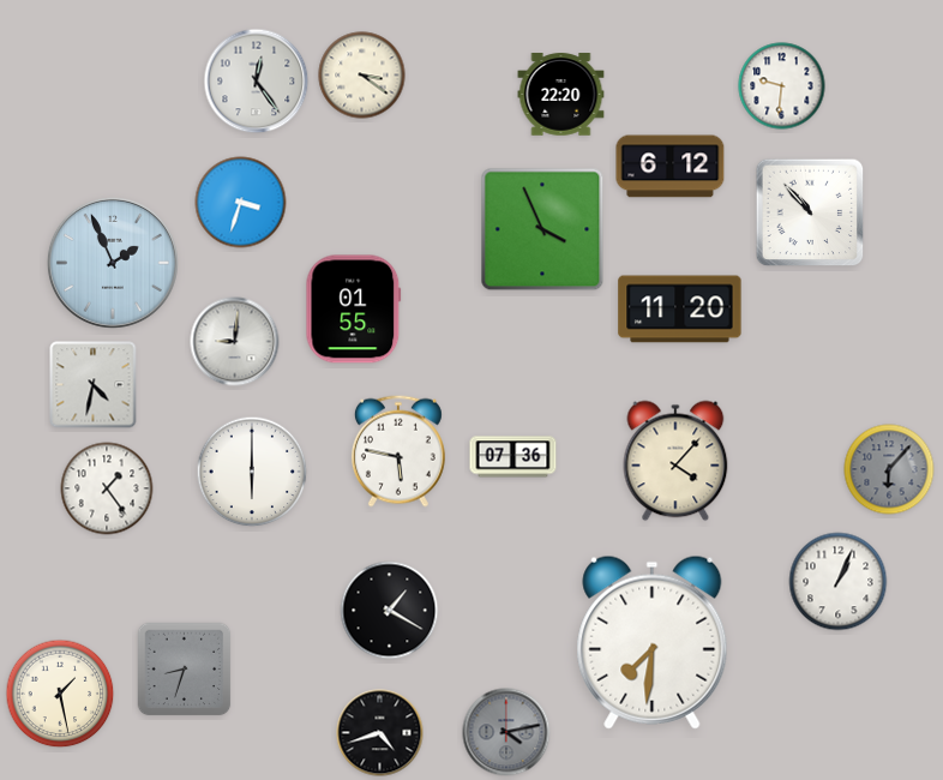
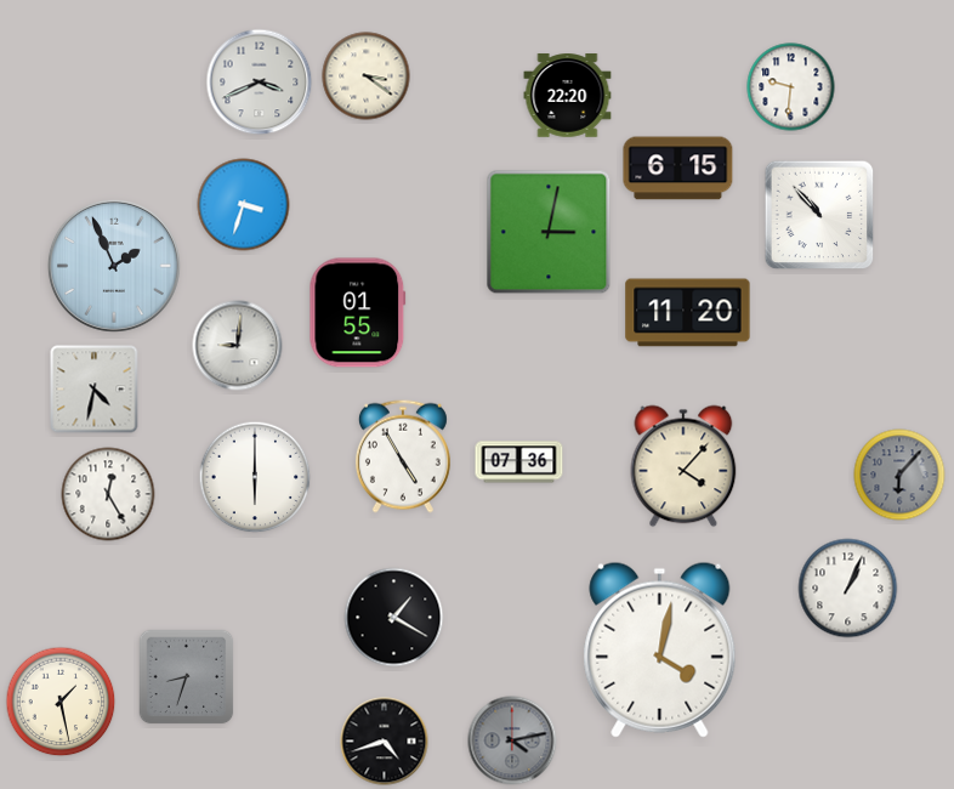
clock at (257, 82): 12:24 -> 3:41
clock at (671, 167): 6:12 -> 6:15
clock at (542, 229): 3:56 -> 3:02
clock at (398, 451): 5:47 -> 4:55
clock at (107, 488): 1:24 -> 12:25
clock at (653, 642): 7:31 -> 4:02
